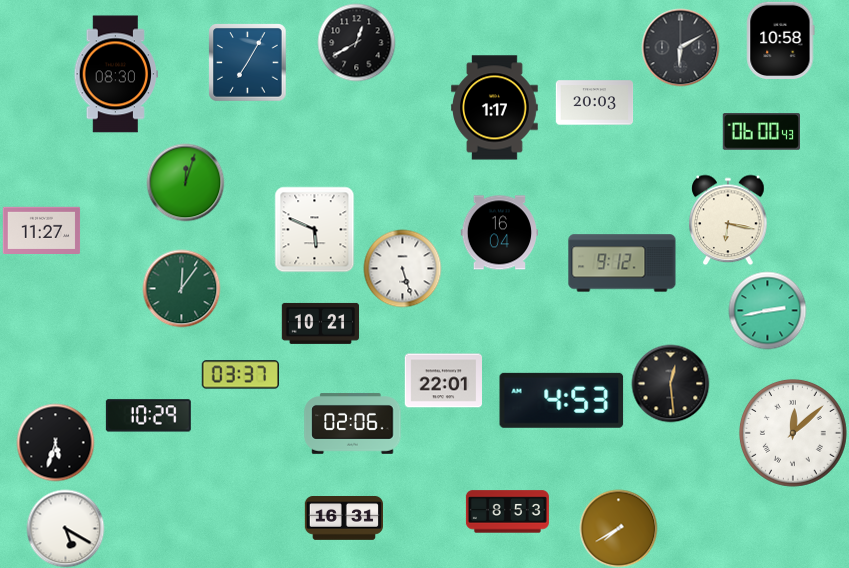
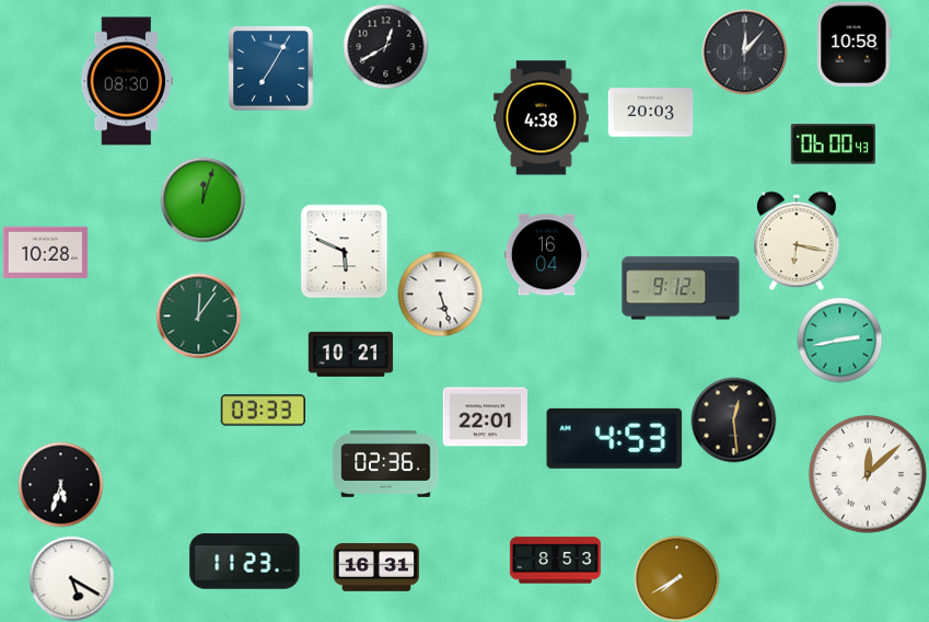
clock at (356, 42) position: (356, 42) -> (385, 46)
clock at (680, 47): 6:10 -> 12:07
clock at (495, 108): 1:17 -> 4:38
clock at (41, 230): 11:27 -> 10:28
clock at (240, 375): 03:37 -> 03:33
clock at (148, 416): 10:29 -> none
clock at (353, 424): 02:06 -> 02:36
clock at (245, 562): none -> 11:23
